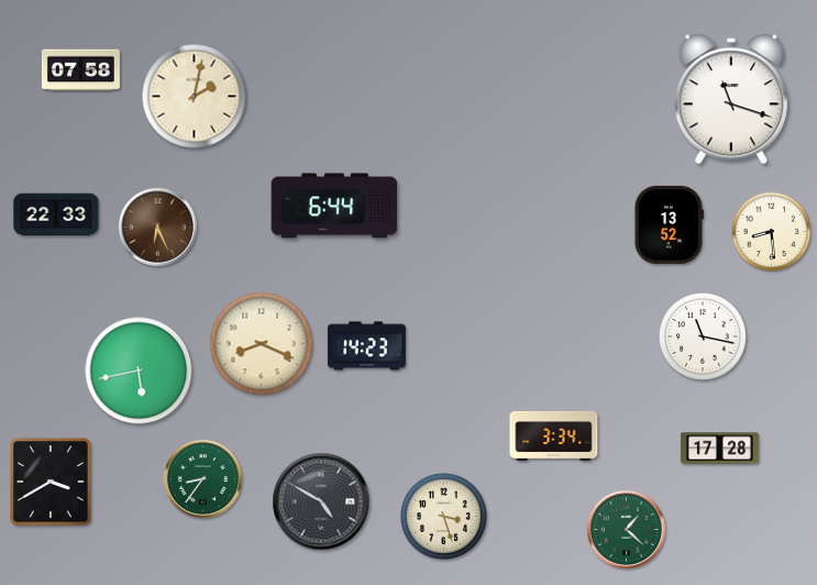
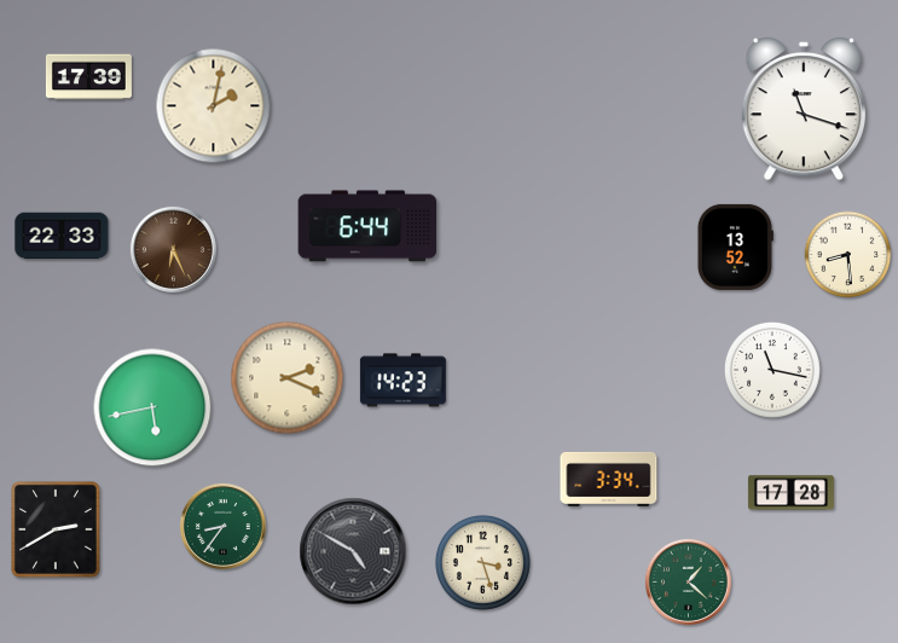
clock at (80, 70): 07:58 -> 17:39
clock at (262, 344): 8:19 -> 2:19
clock at (51, 482): 3:40 -> 2:40
clock at (443, 516) position: (443, 516) -> (482, 562)
